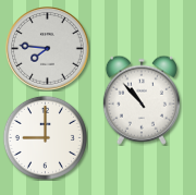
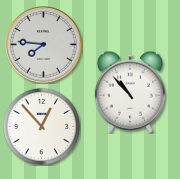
clock at (45, 137): 9:00 -> 12:53
